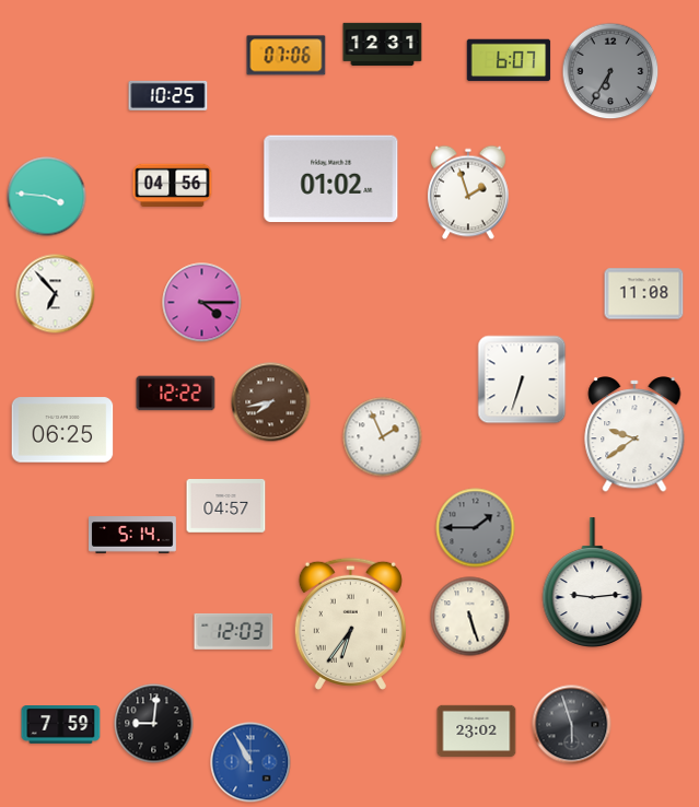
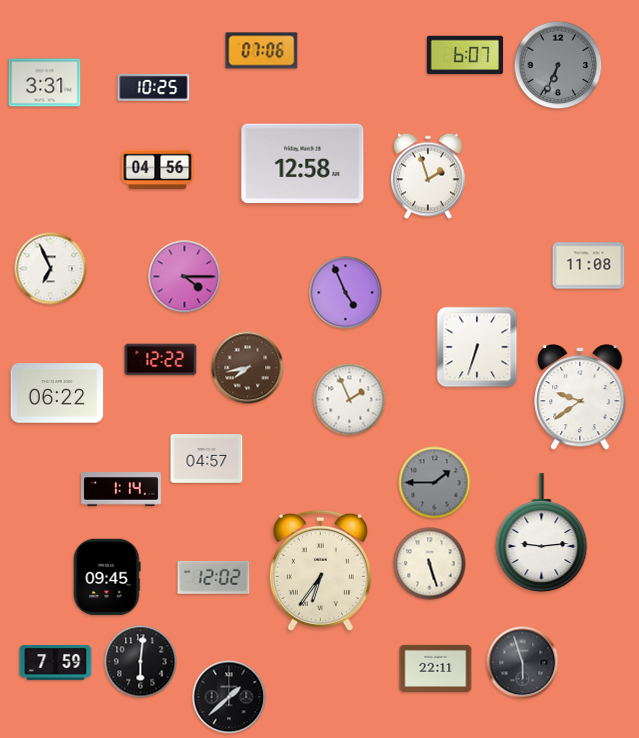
clock at (383, 44): 12:31 -> none
clock at (610, 71): 6:35 -> 6:34
clock at (45, 83): none -> 3:31
clock at (331, 179): 01:02 -> 12:58
clock at (47, 197): 3:46 -> none
clock at (56, 294): 6:53 -> 6:56
clock at (644, 294) position: (644, 294) -> (589, 266)
clock at (346, 293): none -> 4:56
clock at (62, 430): 06:25 -> 06:22
clock at (226, 506) position: (226, 506) -> (207, 459)
clock at (133, 535): 5:14 -> 1:14
clock at (107, 577): none -> 09:45
clock at (234, 631): 12:03 -> 12:02
clock at (154, 724): 9:01 -> 6:01
clock at (477, 730): 23:02 -> 22:11
clock at (251, 762): 10:55 -> 1:38
clock at (251, 762) dial: blue -> black
